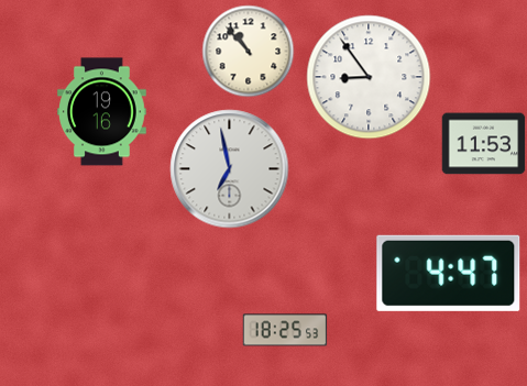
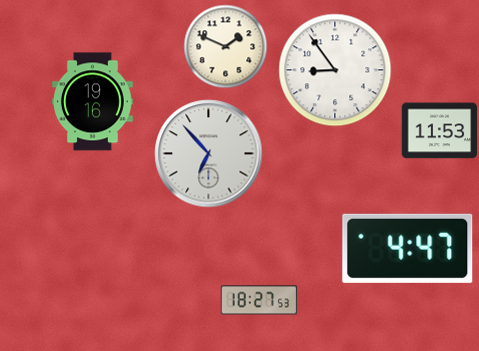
clock at (249, 52): 10:53 -> 1:49
clock at (230, 169): 6:58 -> 6:53
clock at (285, 330): 18:25 -> 18:27
